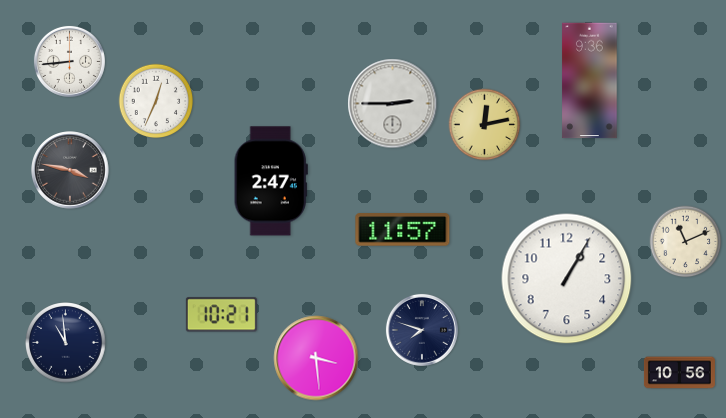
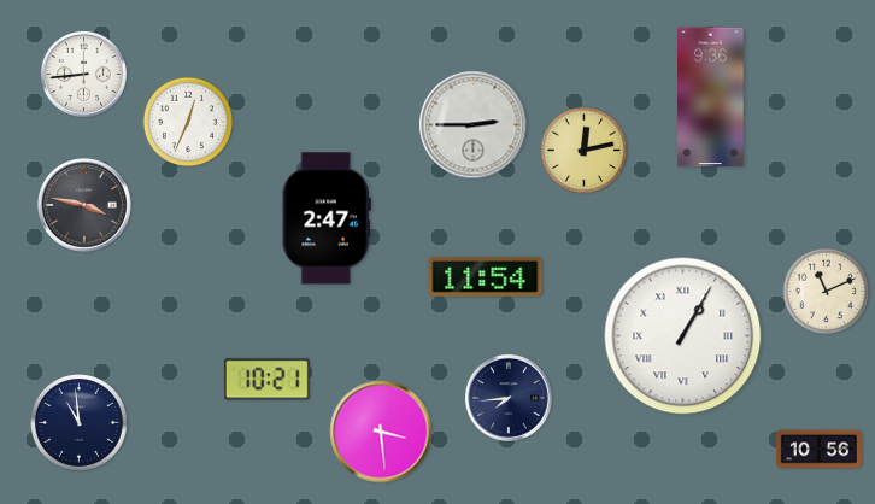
clock at (403, 230): 11:57 -> 11:54
clock at (567, 279) numerals: Arabic -> Roman
clock at (422, 330): 7:48 -> 7:44
clock at (66, 343) position: (66, 343) -> (80, 423)
